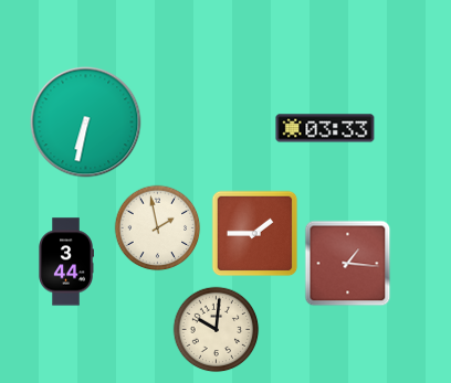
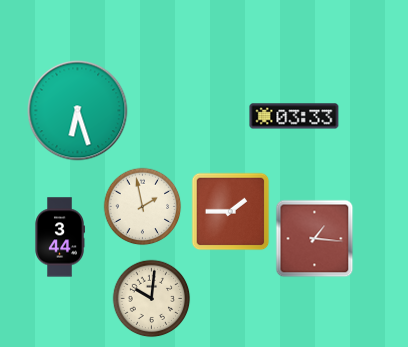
clock at (86, 123): 6:32 -> 6:27
clock at (216, 329) position: (216, 329) -> (151, 298)
